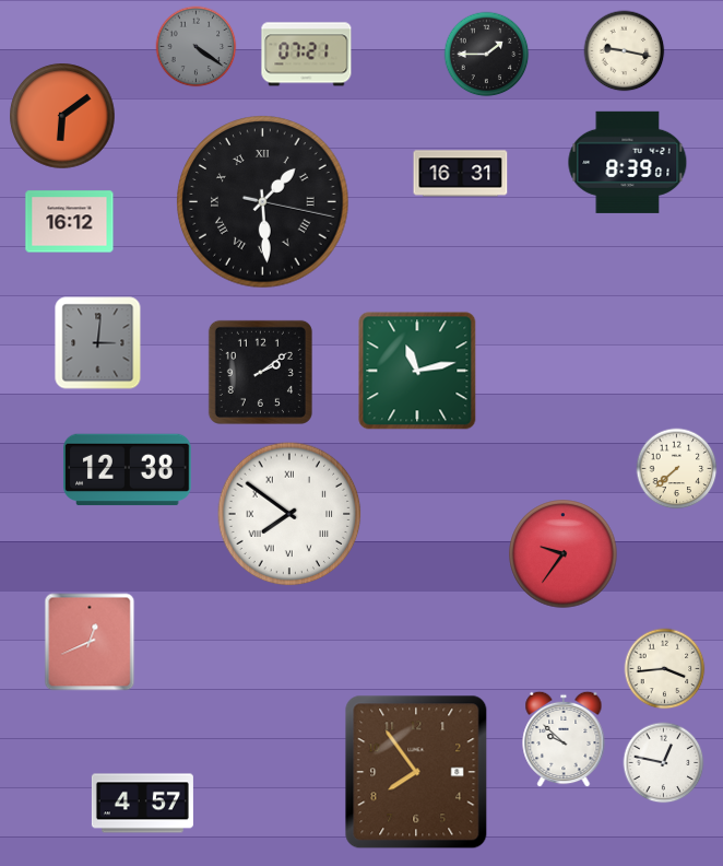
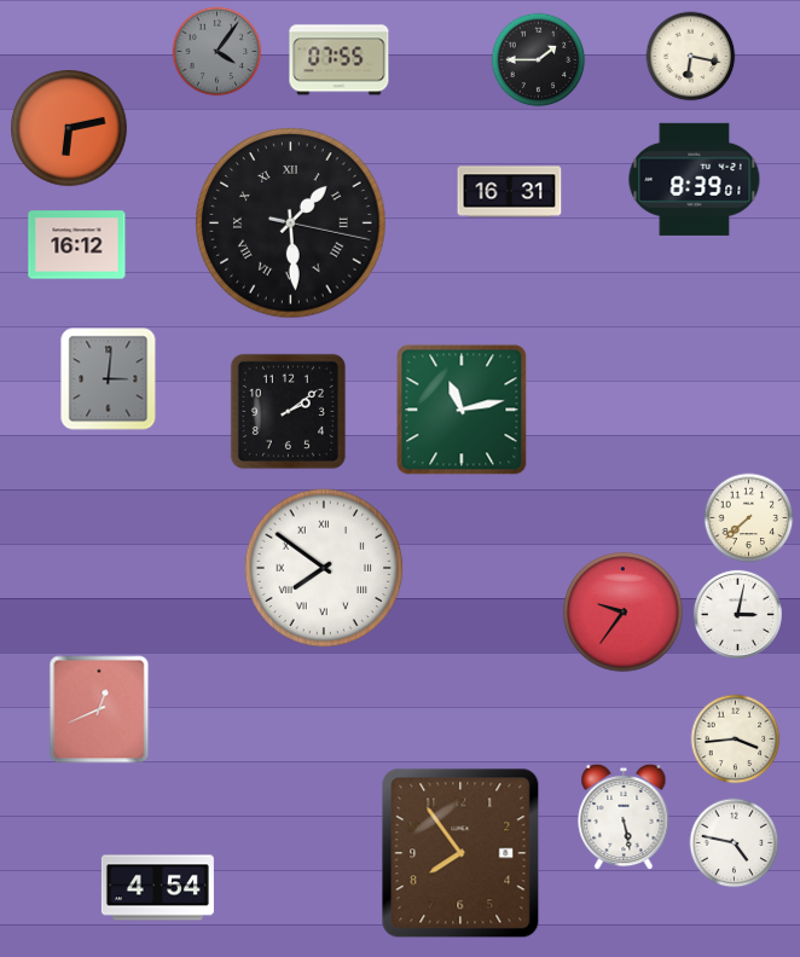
clock at (197, 47): 4:21 -> 4:06
clock at (625, 51): 9:17 -> 6:17
clock at (307, 55): 07:21 -> 07:55
clock at (62, 116): 6:09 -> 6:13
clock at (128, 470): 12:38 -> none
clock at (289, 514) position: (289, 514) -> (324, 568)
clock at (737, 614): none -> 3:02
clock at (564, 739): 9:52 -> 5:28
clock at (664, 763): 12:47 -> 4:47
clock at (142, 804): 4:57 -> 4:54
